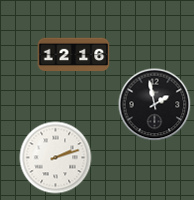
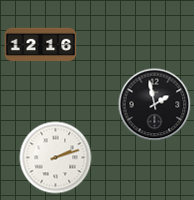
clock at (74, 55) position: (74, 55) -> (41, 45)
